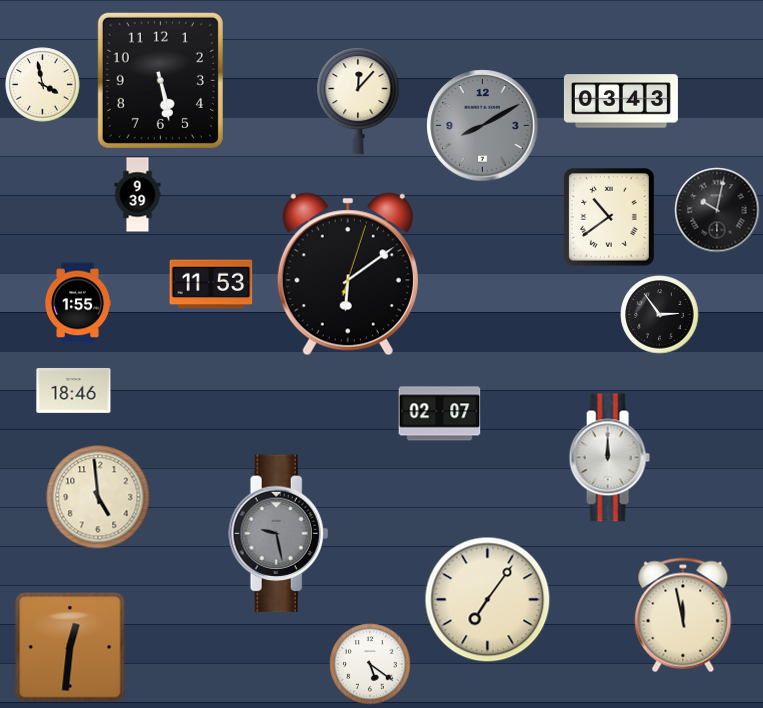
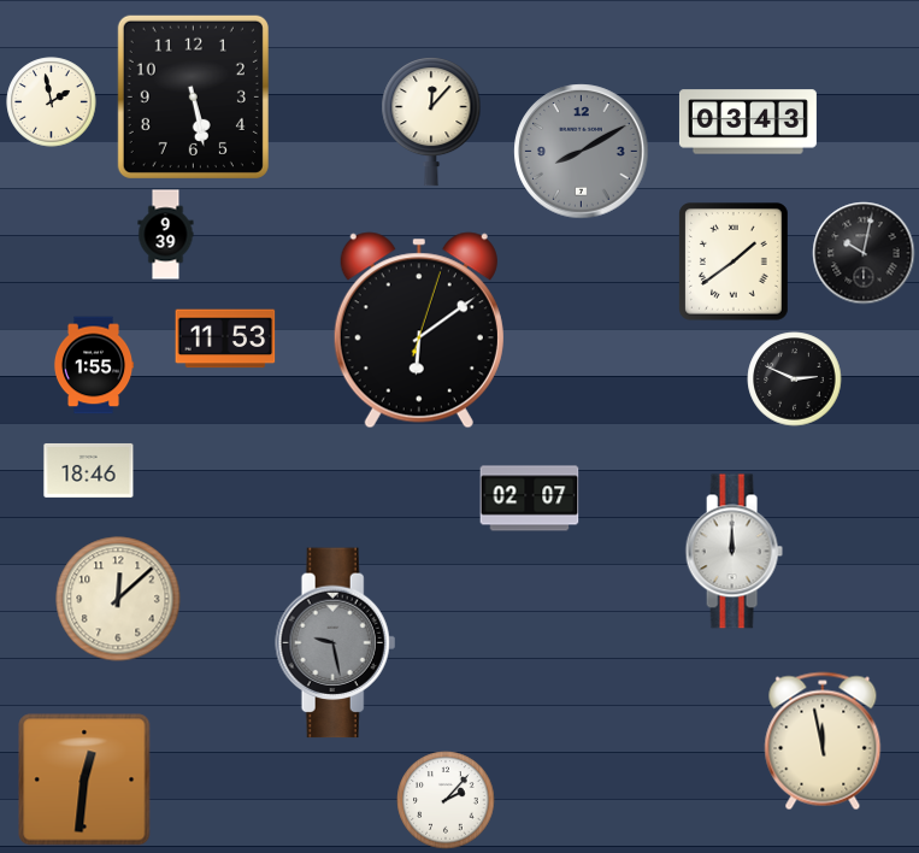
clock at (43, 85): 3:58 -> 1:58
clock at (610, 218): 10:39 -> 1:39
clock at (211, 284) position: (211, 284) -> (225, 339)
clock at (660, 315): 2:54 -> 2:49
clock at (98, 497): 4:59 -> 12:08
clock at (488, 600): 7:06 -> none
clock at (370, 664): 5:21 -> 2:07
